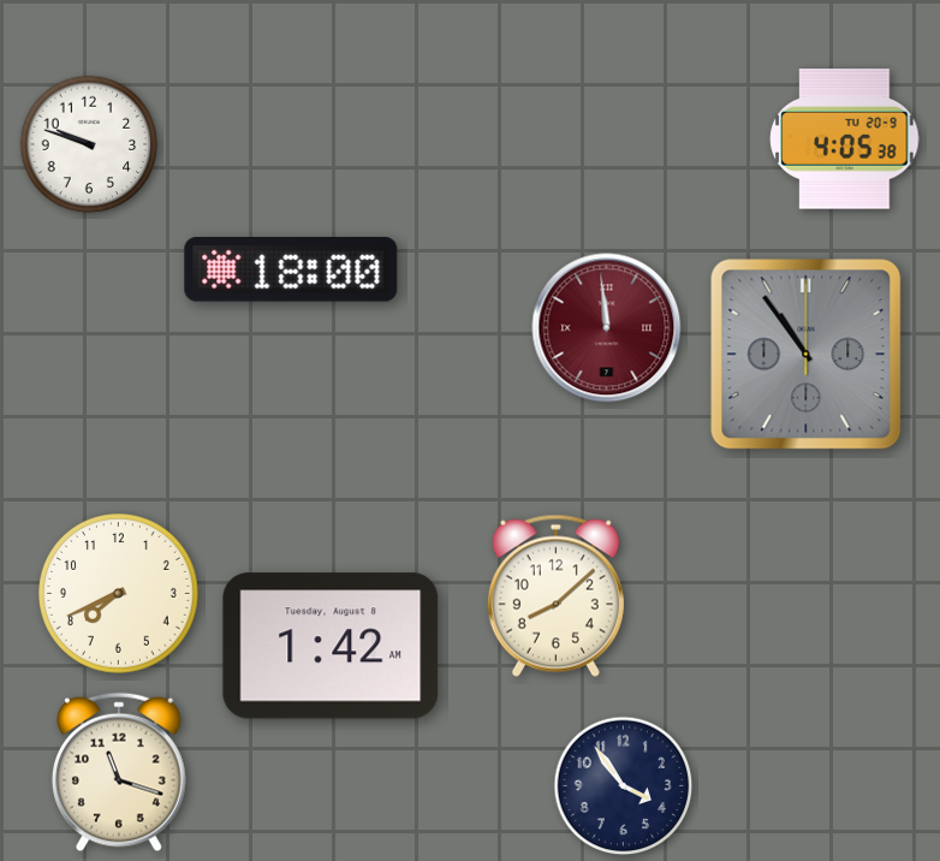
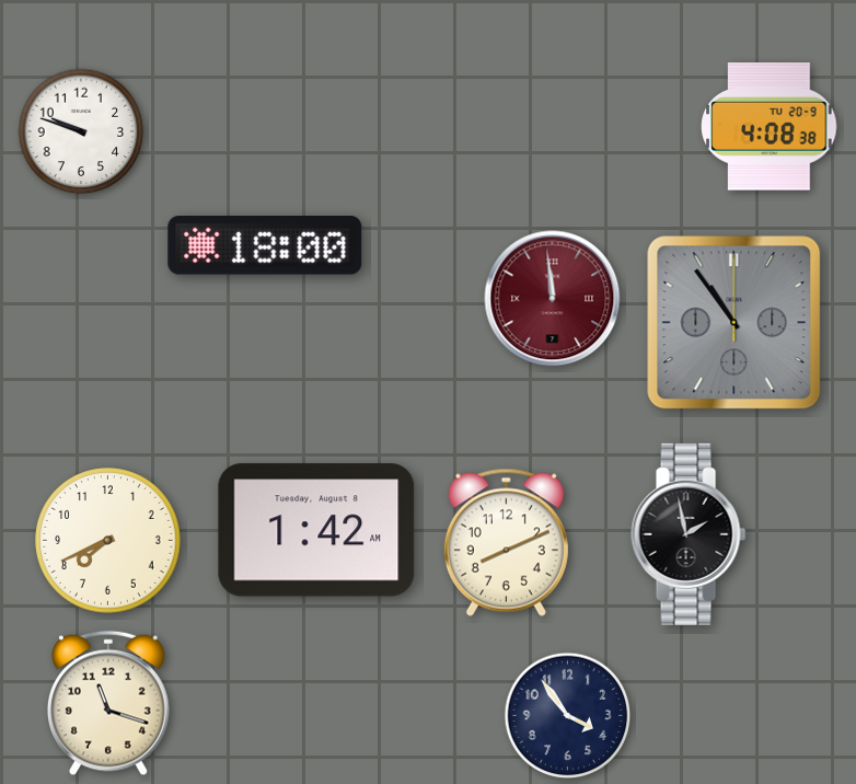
clock at (845, 139): 4:05 -> 4:08
clock at (689, 534): none -> 1:58
clock at (555, 595): 8:08 -> 8:11
clock at (331, 646) position: (331, 646) -> (316, 530)
